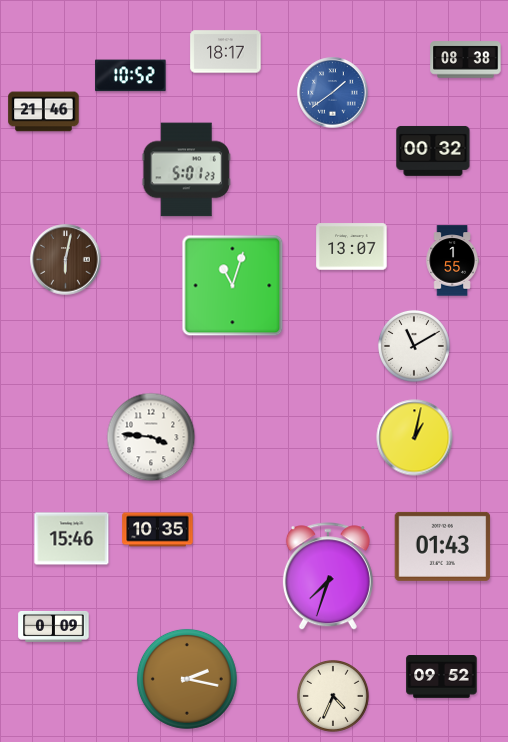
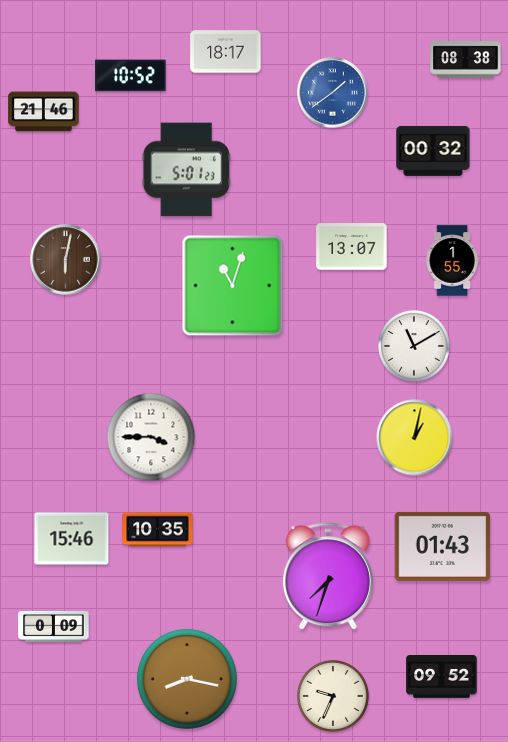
clock at (151, 437): 3:46 -> 3:45
clock at (187, 679): 2:17 -> 8:17
clock at (333, 696): 4:34 -> 9:34
